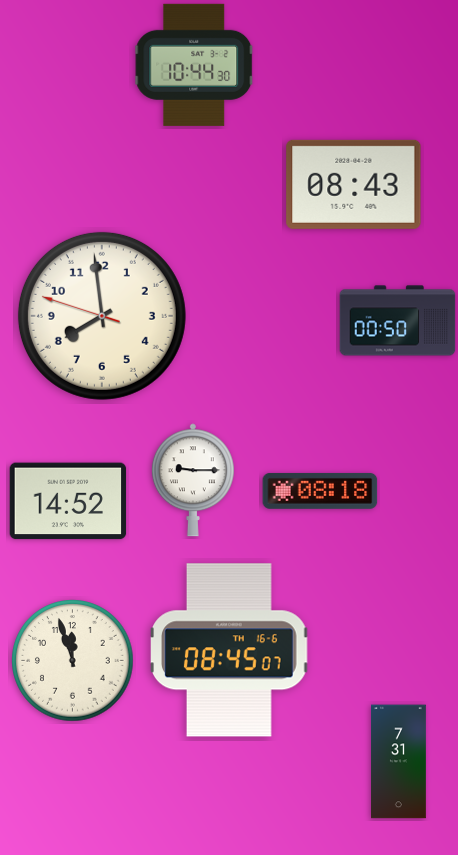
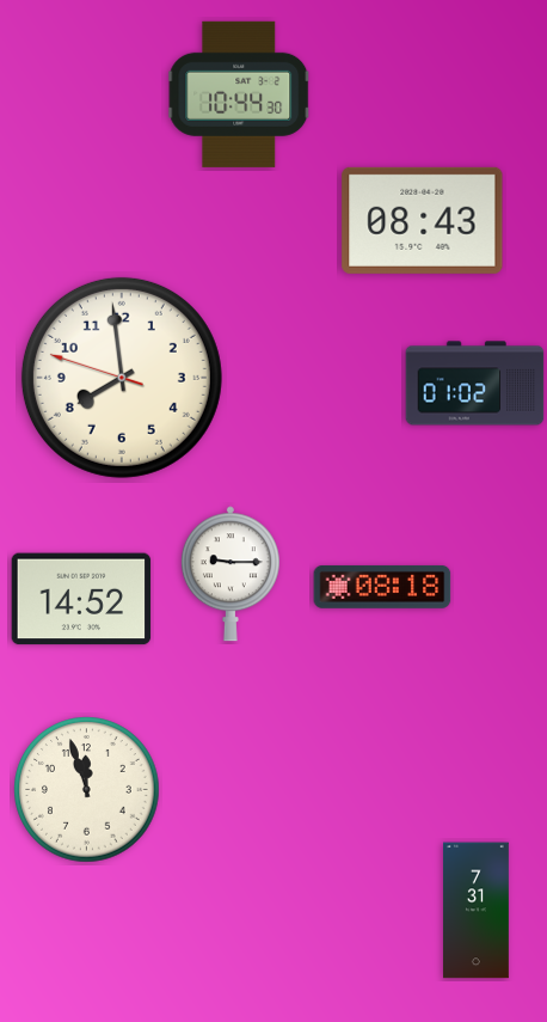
clock at (195, 65) position: (195, 65) -> (240, 94)
clock at (398, 321): 00:50 -> 01:02
clock at (229, 650): 08:45 -> none
